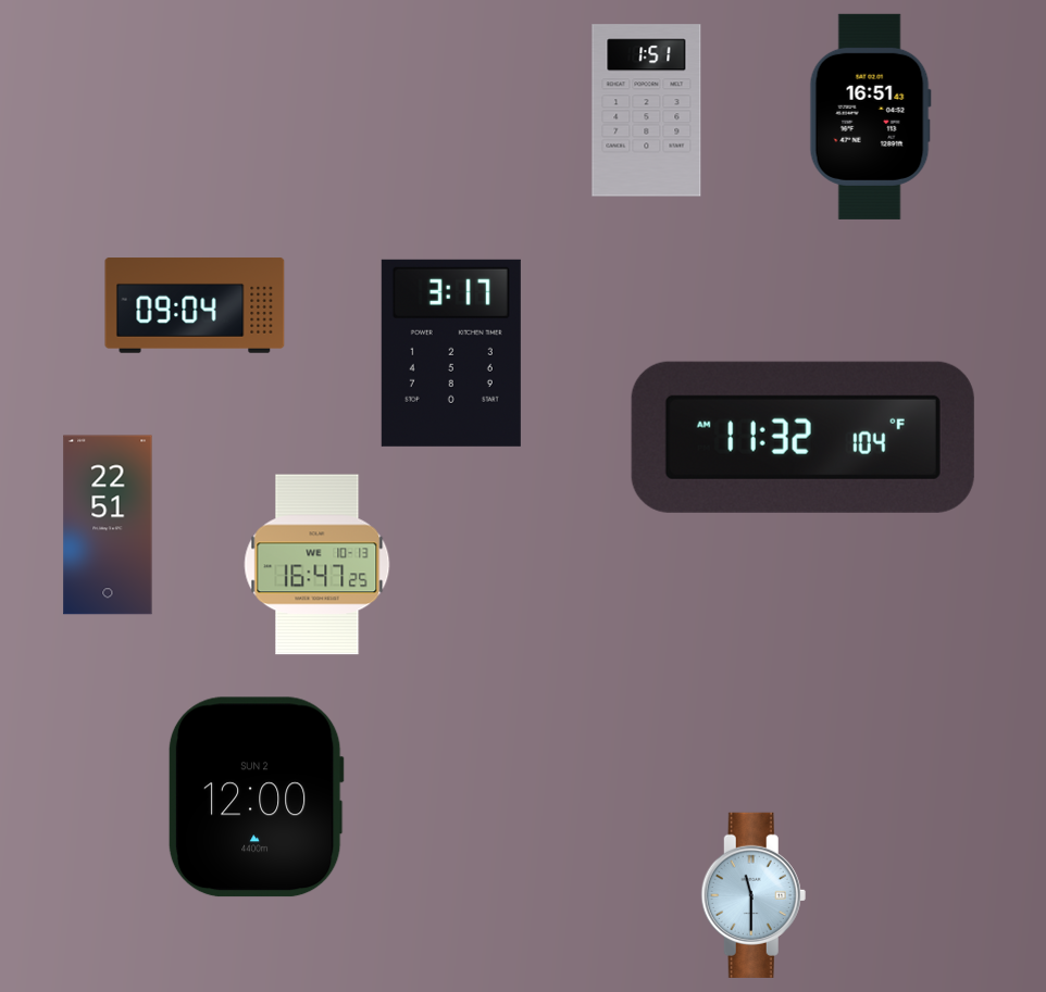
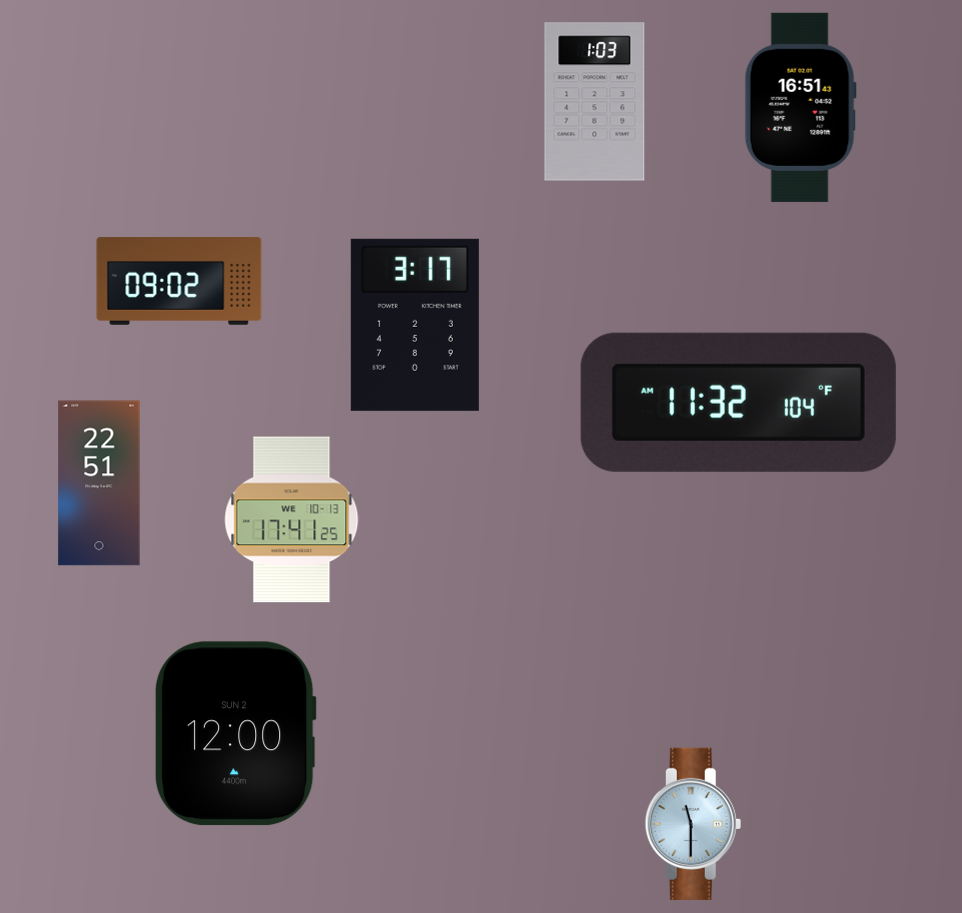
clock at (647, 111): 1:51 -> 1:03
clock at (195, 305): 09:04 -> 09:02
clock at (317, 565): 16:47 -> 17:41
